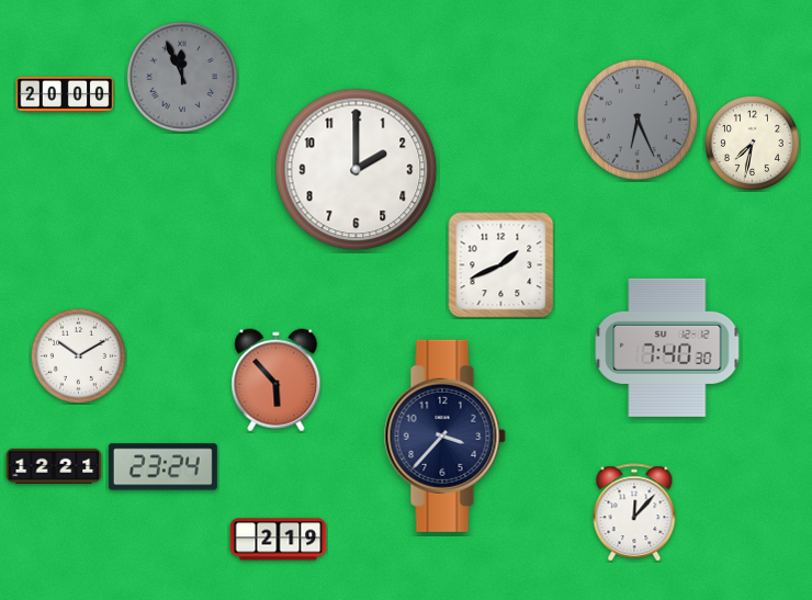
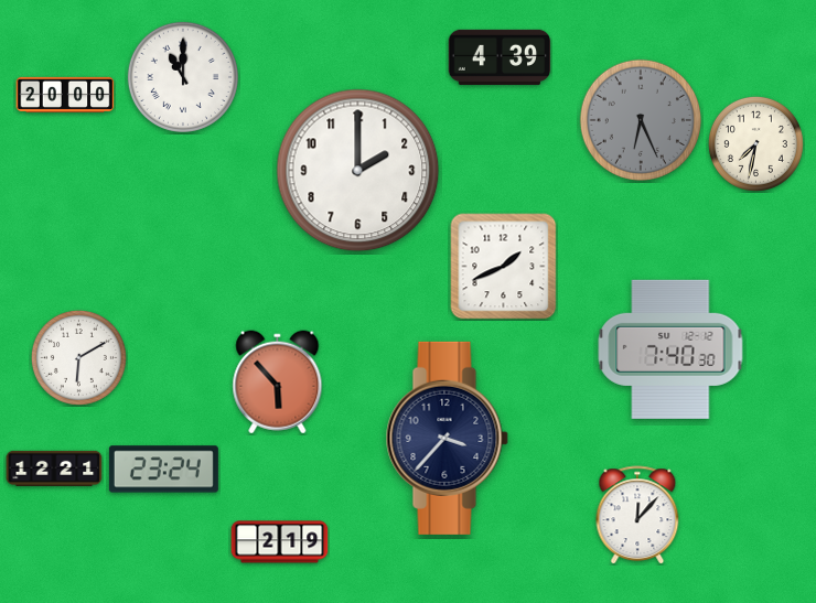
clock at (500, 57): none -> 4:39
clock at (182, 77): 11:56 -> 11:00
clock at (182, 77) dial: grey -> white
clock at (78, 355): 10:10 -> 6:10
